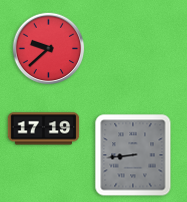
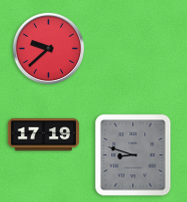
clock at (44, 129) position: (44, 129) -> (44, 135)
clock at (133, 155): 8:44 -> 8:48
